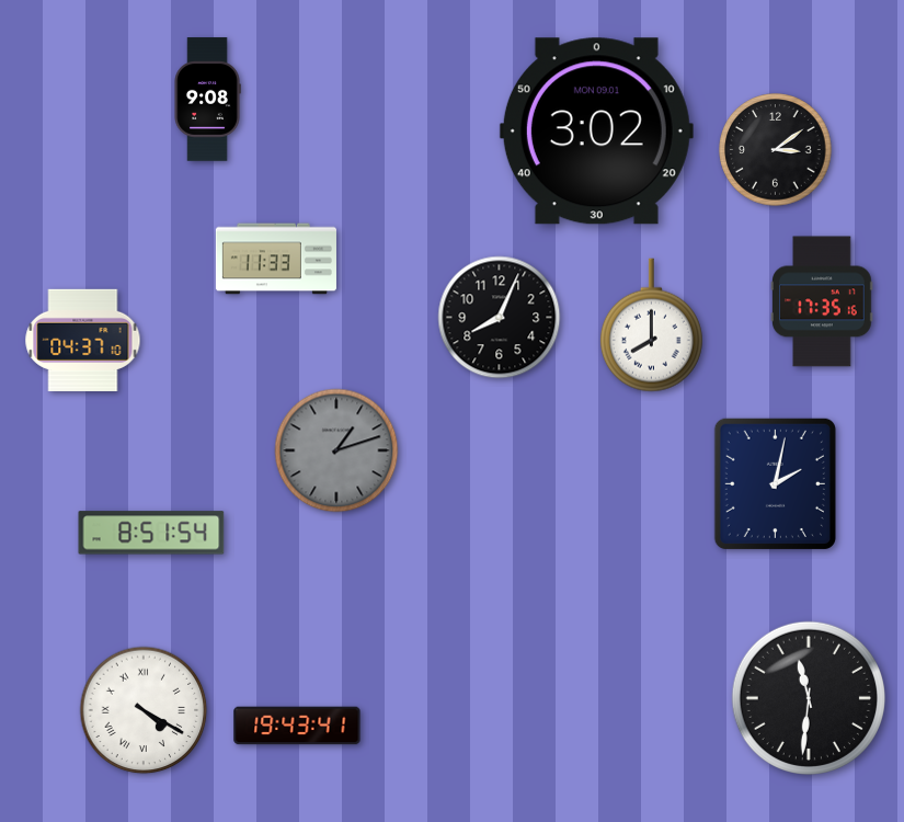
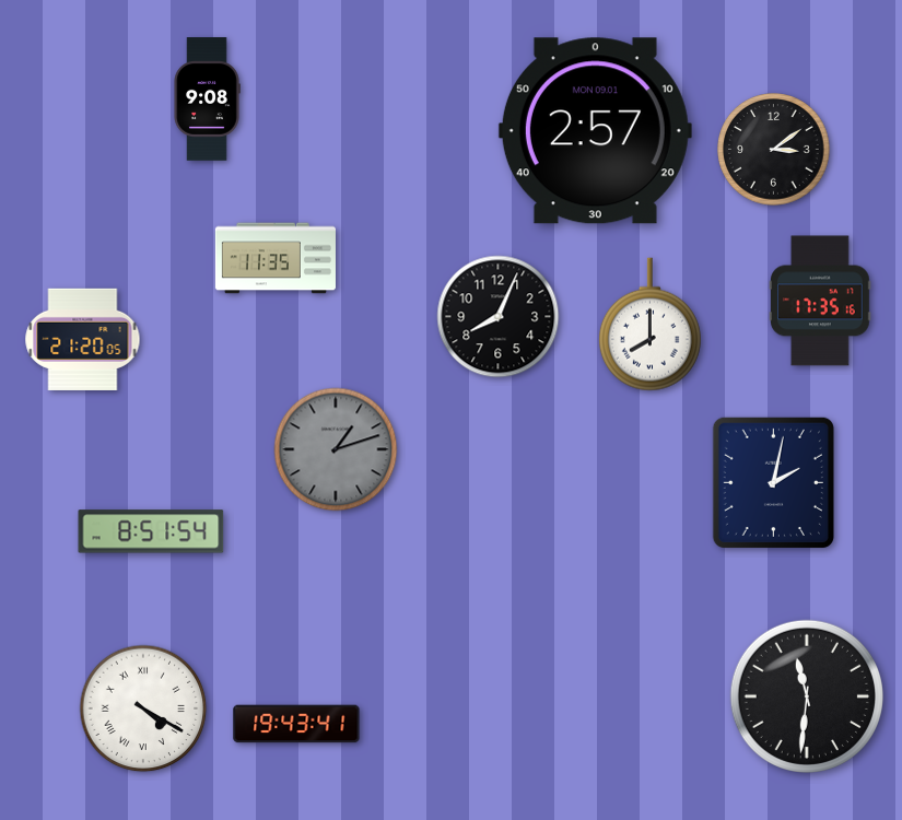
clock at (596, 132): 3:02 -> 2:57
clock at (276, 259): 11:33 -> 11:35
clock at (83, 340): 04:37 -> 21:20
